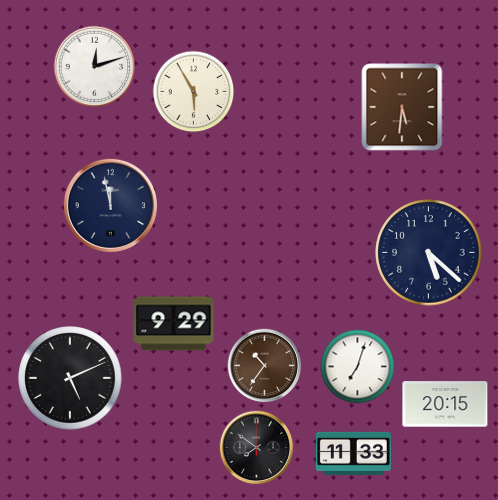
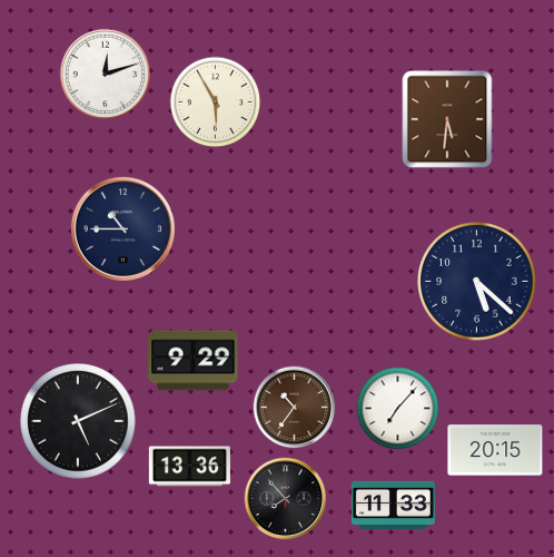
clock at (110, 205): 11:58 -> 10:45
clock at (358, 367): 7:03 -> 7:07
clock at (189, 467): none -> 13:36
clock at (257, 448): 7:51 -> 7:53
